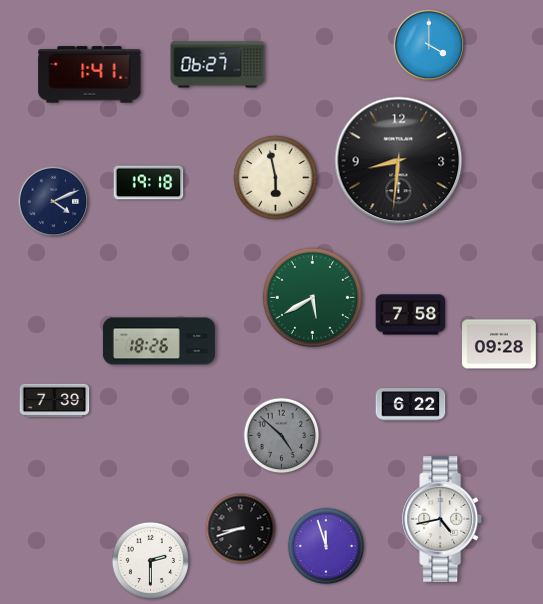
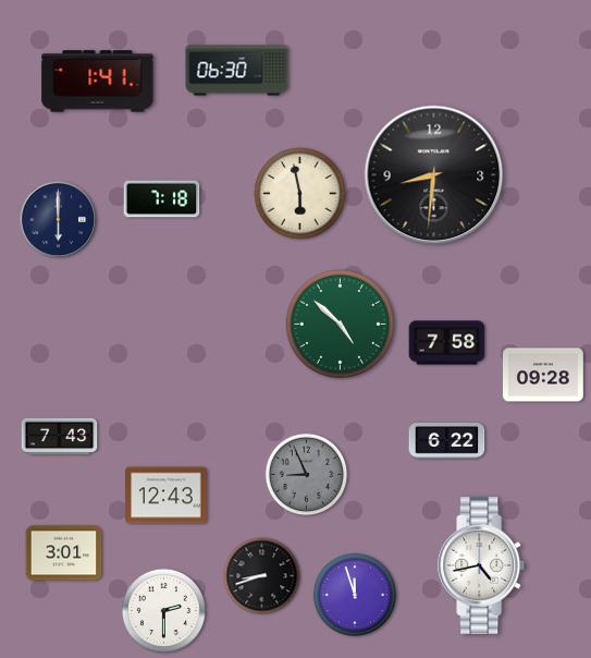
clock at (429, 45): 4:00 -> none
clock at (218, 65): 06:27 -> 06:30
clock at (149, 183): 19:18 -> 7:18
clock at (54, 202): 4:11 -> 6:00
clock at (312, 297): 5:40 -> 4:52
clock at (159, 341): 18:26 -> none
clock at (55, 401): 7:39 -> 7:43
clock at (282, 436): 4:52 -> 8:56
clock at (167, 496): none -> 12:43
clock at (64, 553): none -> 3:01
